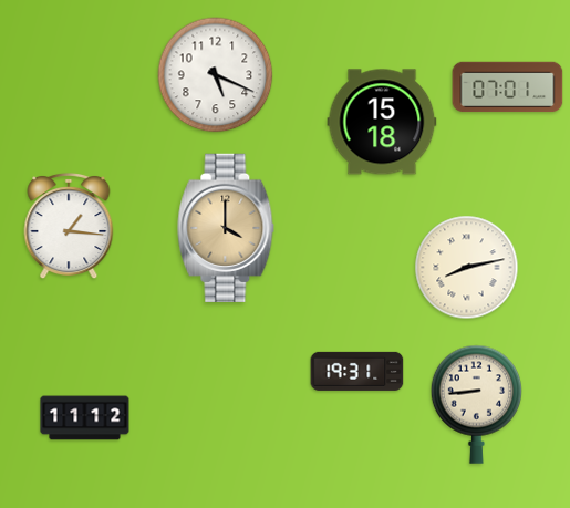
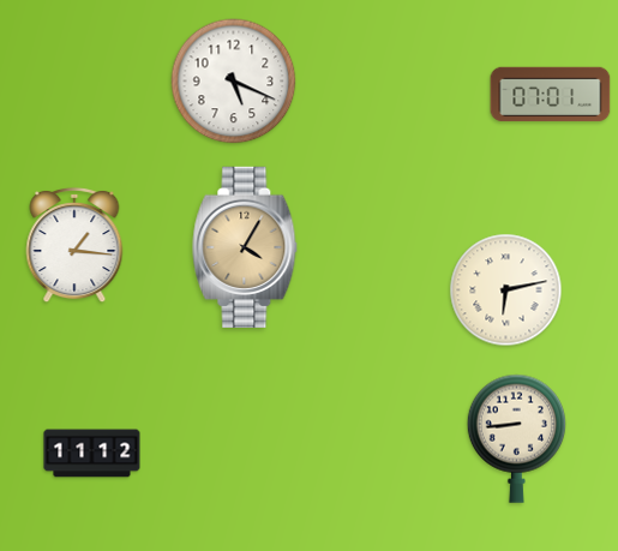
clock at (382, 122): 15:18 -> none
clock at (226, 228): 4:00 -> 4:05
clock at (467, 268): 8:13 -> 6:13
clock at (357, 371): 19:31 -> none
